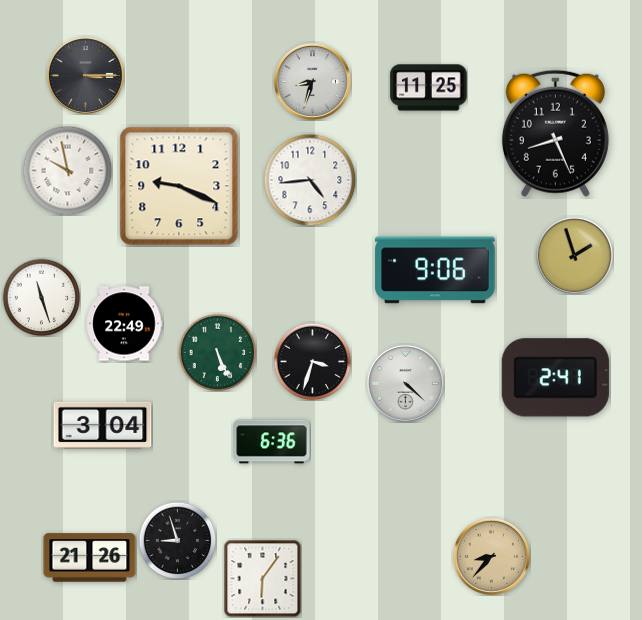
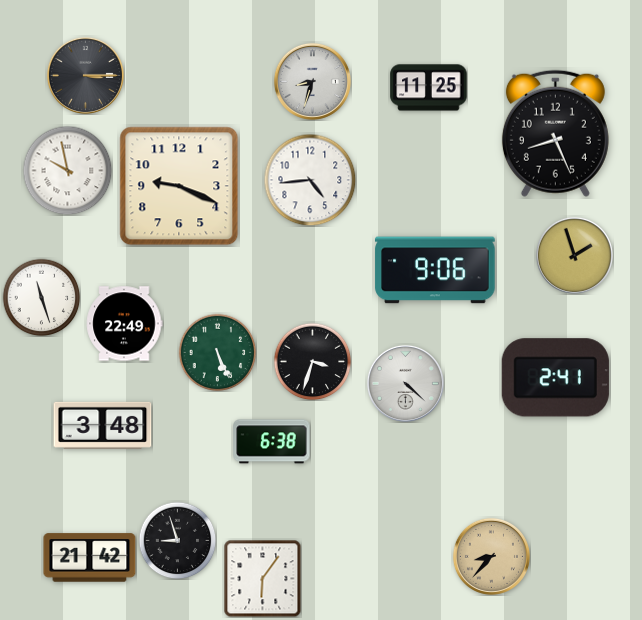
clock at (103, 425): 3:04 -> 3:48
clock at (272, 442): 6:36 -> 6:38
clock at (90, 558): 21:26 -> 21:42
